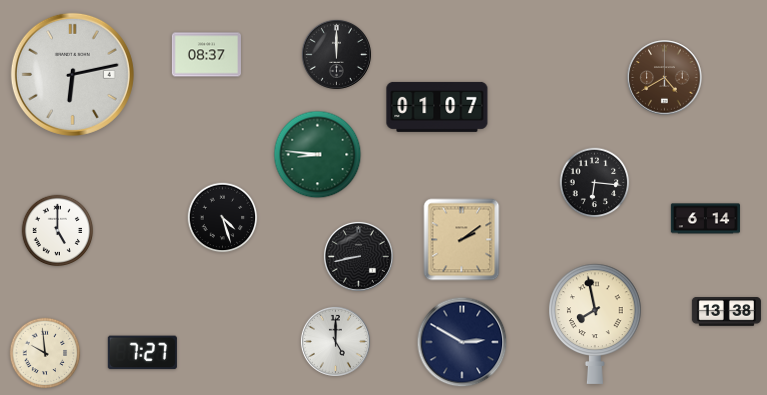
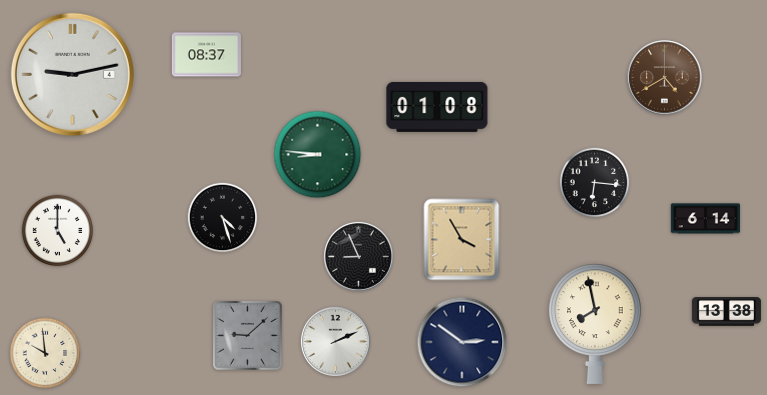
clock at (336, 54): 12:00 -> none
clock at (72, 74): 6:13 -> 9:13
clock at (437, 107): 01:07 -> 01:08
clock at (462, 240): 2:09 -> 3:55
clock at (358, 256): 8:43 -> 8:56
clock at (248, 336): none -> 9:08
clock at (335, 341): 5:00 -> 2:11
clock at (462, 342): 2:50 -> 2:51
clock at (142, 353): 7:27 -> none
